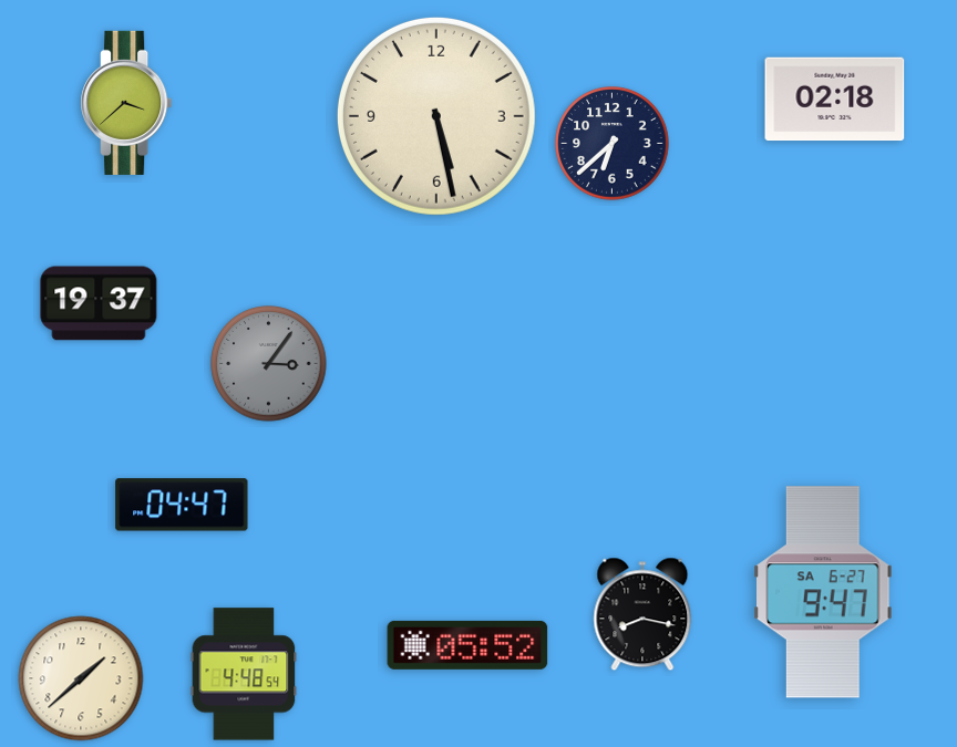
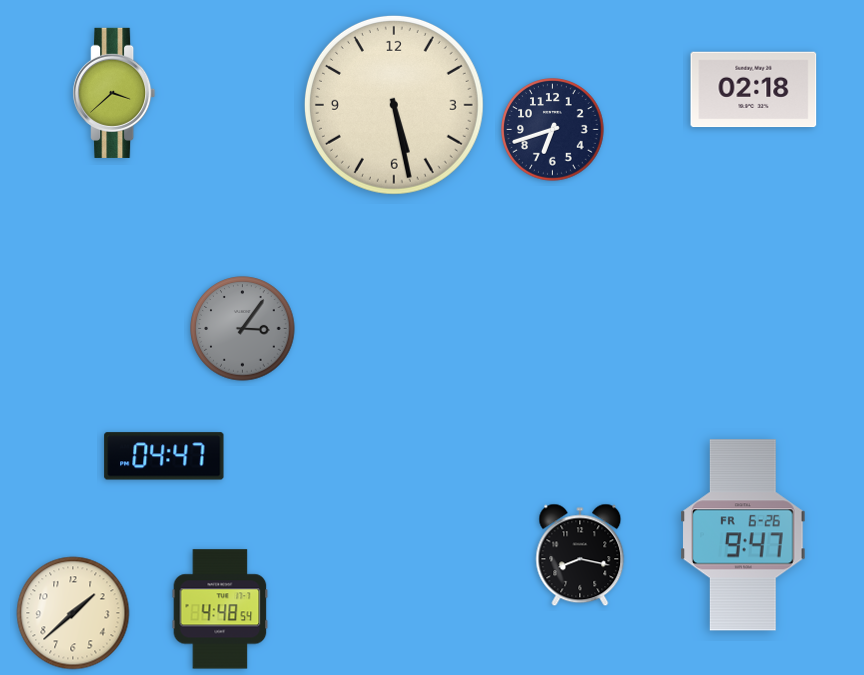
clock at (613, 144): 6:38 -> 6:42
clock at (99, 303): 19:37 -> none
clock at (823, 592) date: SA 6-27 -> FR 6-26
clock at (467, 645): 05:52 -> none
